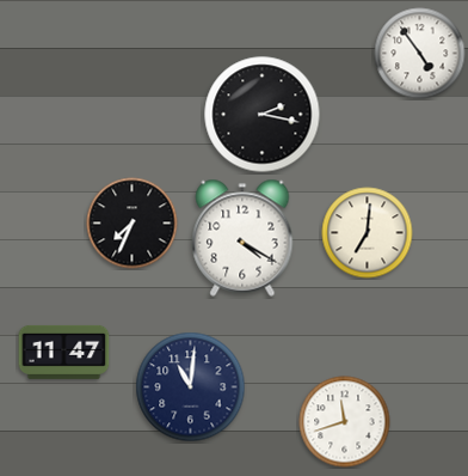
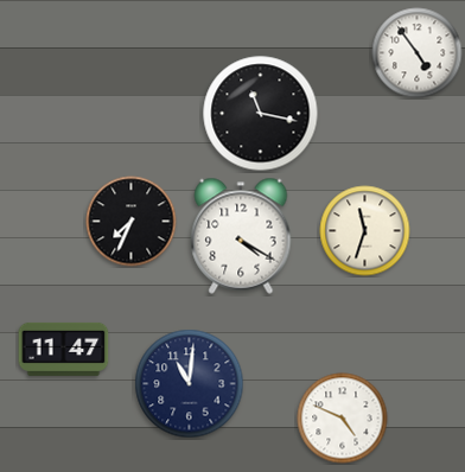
clock at (263, 115): 2:17 -> 11:17
clock at (368, 233): 7:01 -> 11:33
clock at (345, 422): 11:42 -> 4:49
